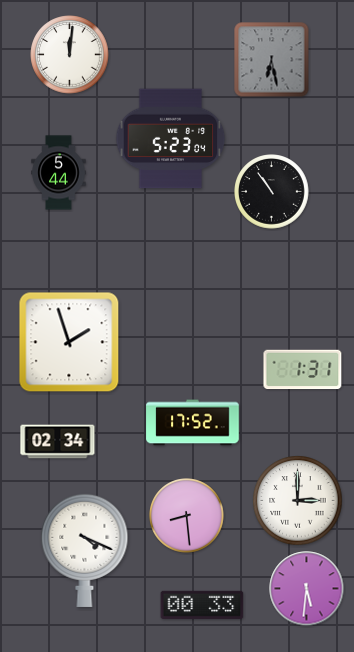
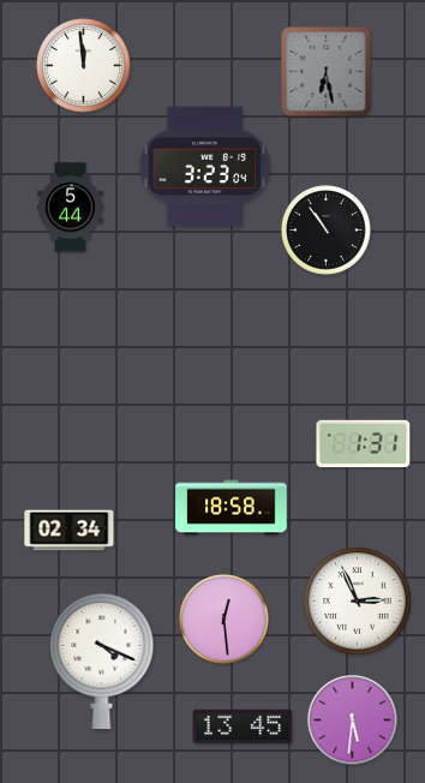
clock at (70, 55): 12:01 -> 11:59
clock at (171, 139): 5:23 -> 3:23
clock at (69, 342): 1:57 -> none
clock at (193, 423): 17:52 -> 18:58
clock at (298, 501): 3:00 -> 2:56
clock at (187, 516): 8:29 -> 12:29
clock at (307, 589) position: (307, 589) -> (353, 721)
clock at (202, 605): 00:33 -> 13:45
